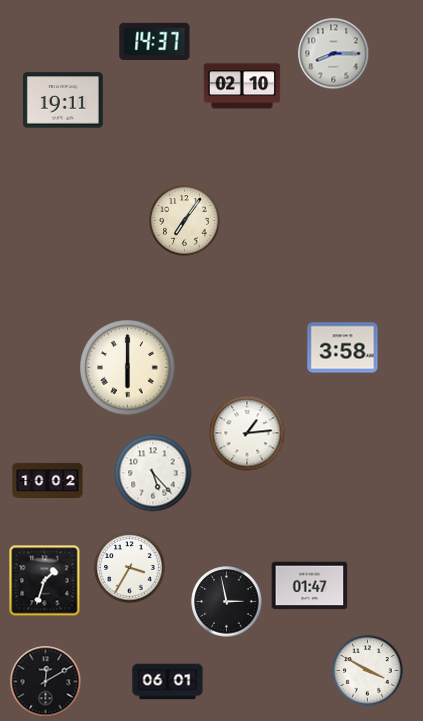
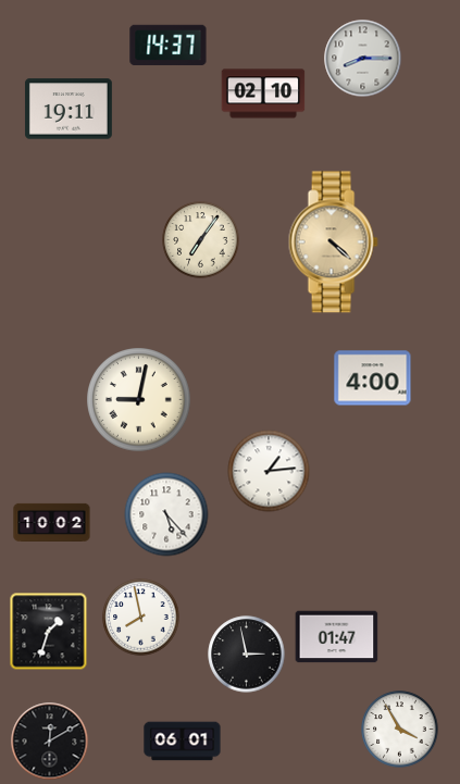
clock at (333, 242): none -> 4:22
clock at (343, 348): 3:58 -> 4:00
clock at (128, 368): 6:00 -> 9:02
clock at (130, 568): 3:35 -> 7:58
clock at (368, 671): 3:50 -> 3:55
